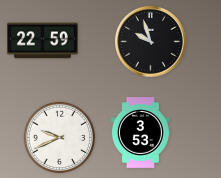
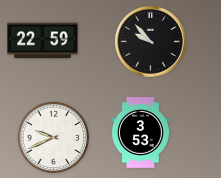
clock at (151, 42): 9:57 -> 9:53
clock at (60, 138) position: (60, 138) -> (54, 138)
